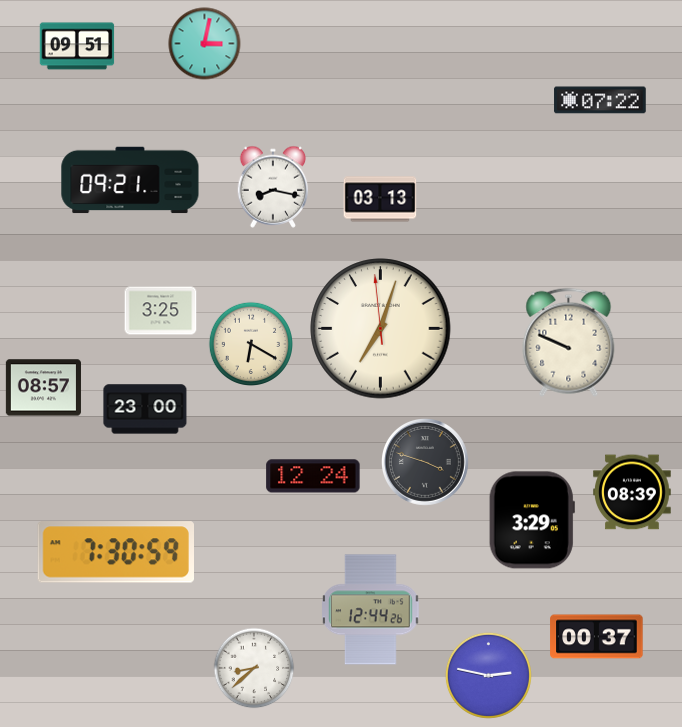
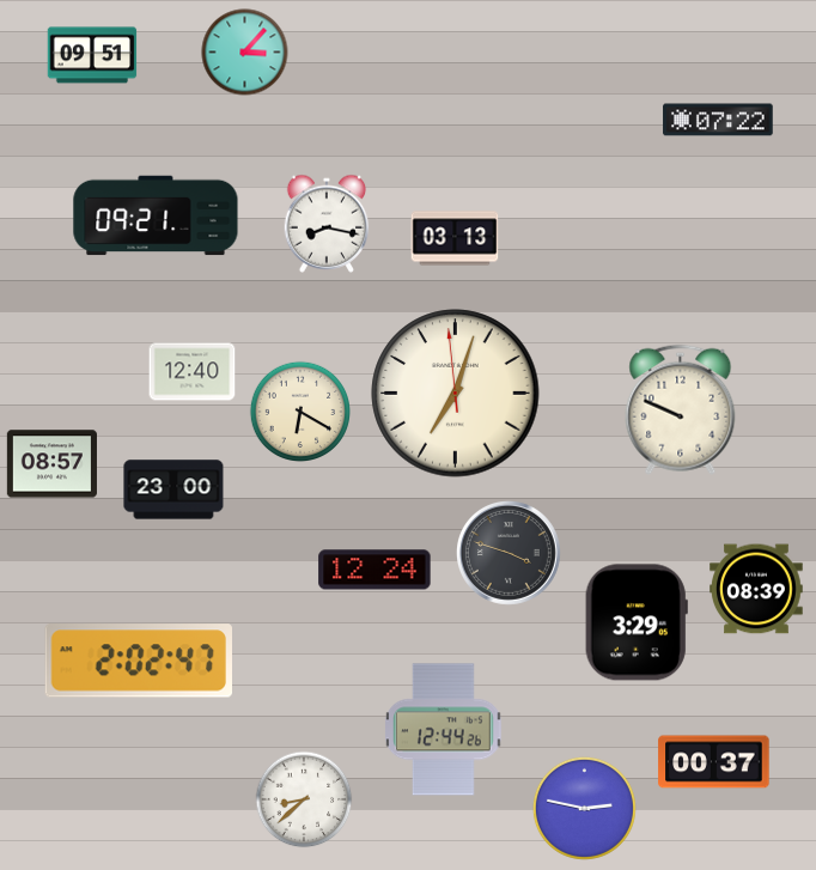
clock at (205, 44): 3:02 -> 3:07
clock at (161, 311): 3:25 -> 12:40
clock at (115, 552): 7:30 -> 2:02
